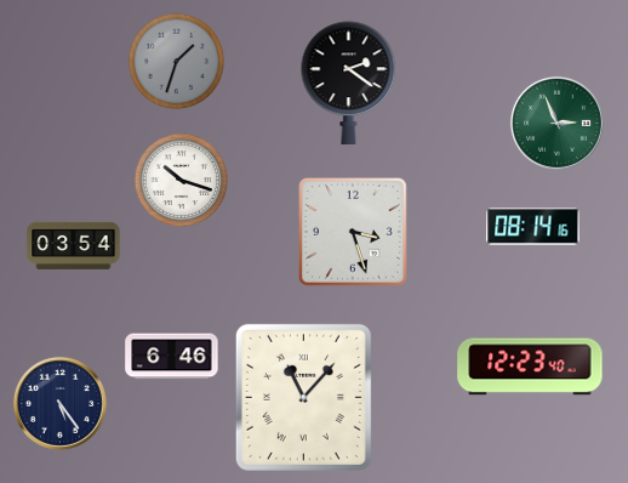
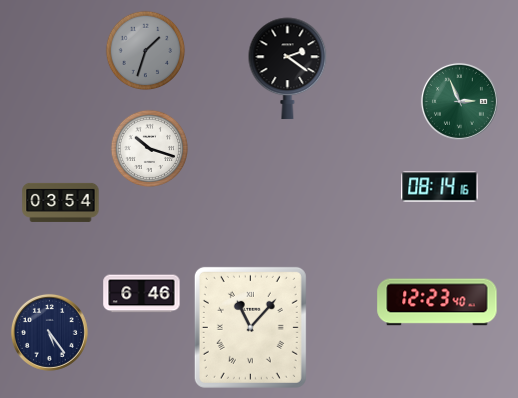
clock at (354, 233): 3:27 -> none
